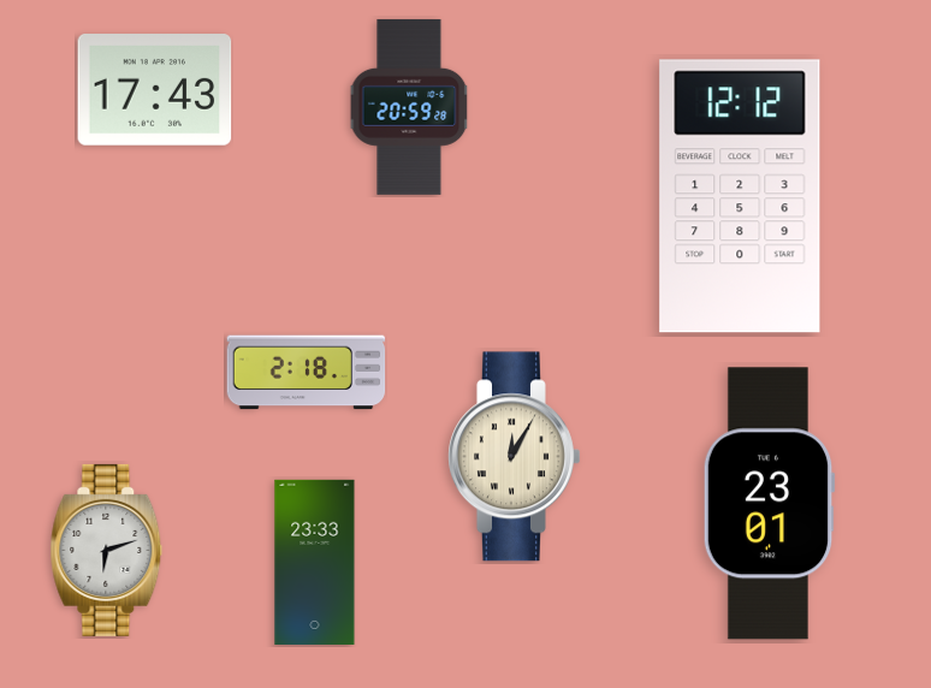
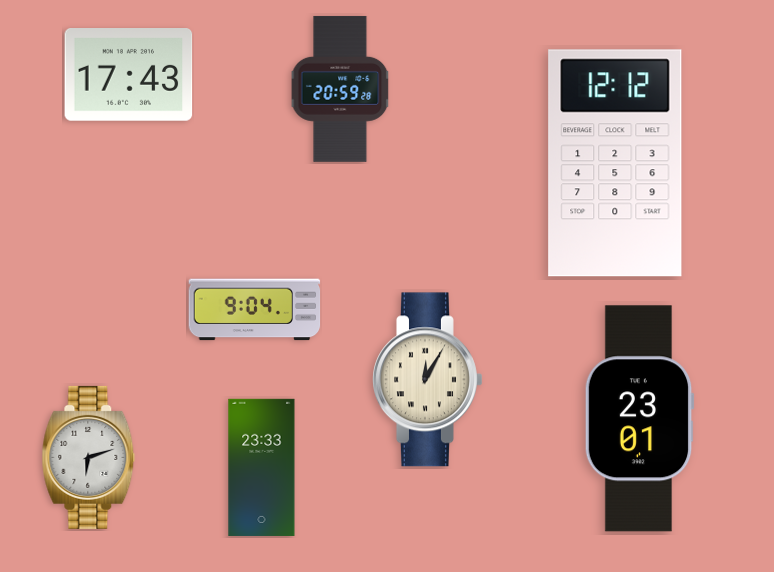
clock at (307, 373): 2:18 -> 9:04
